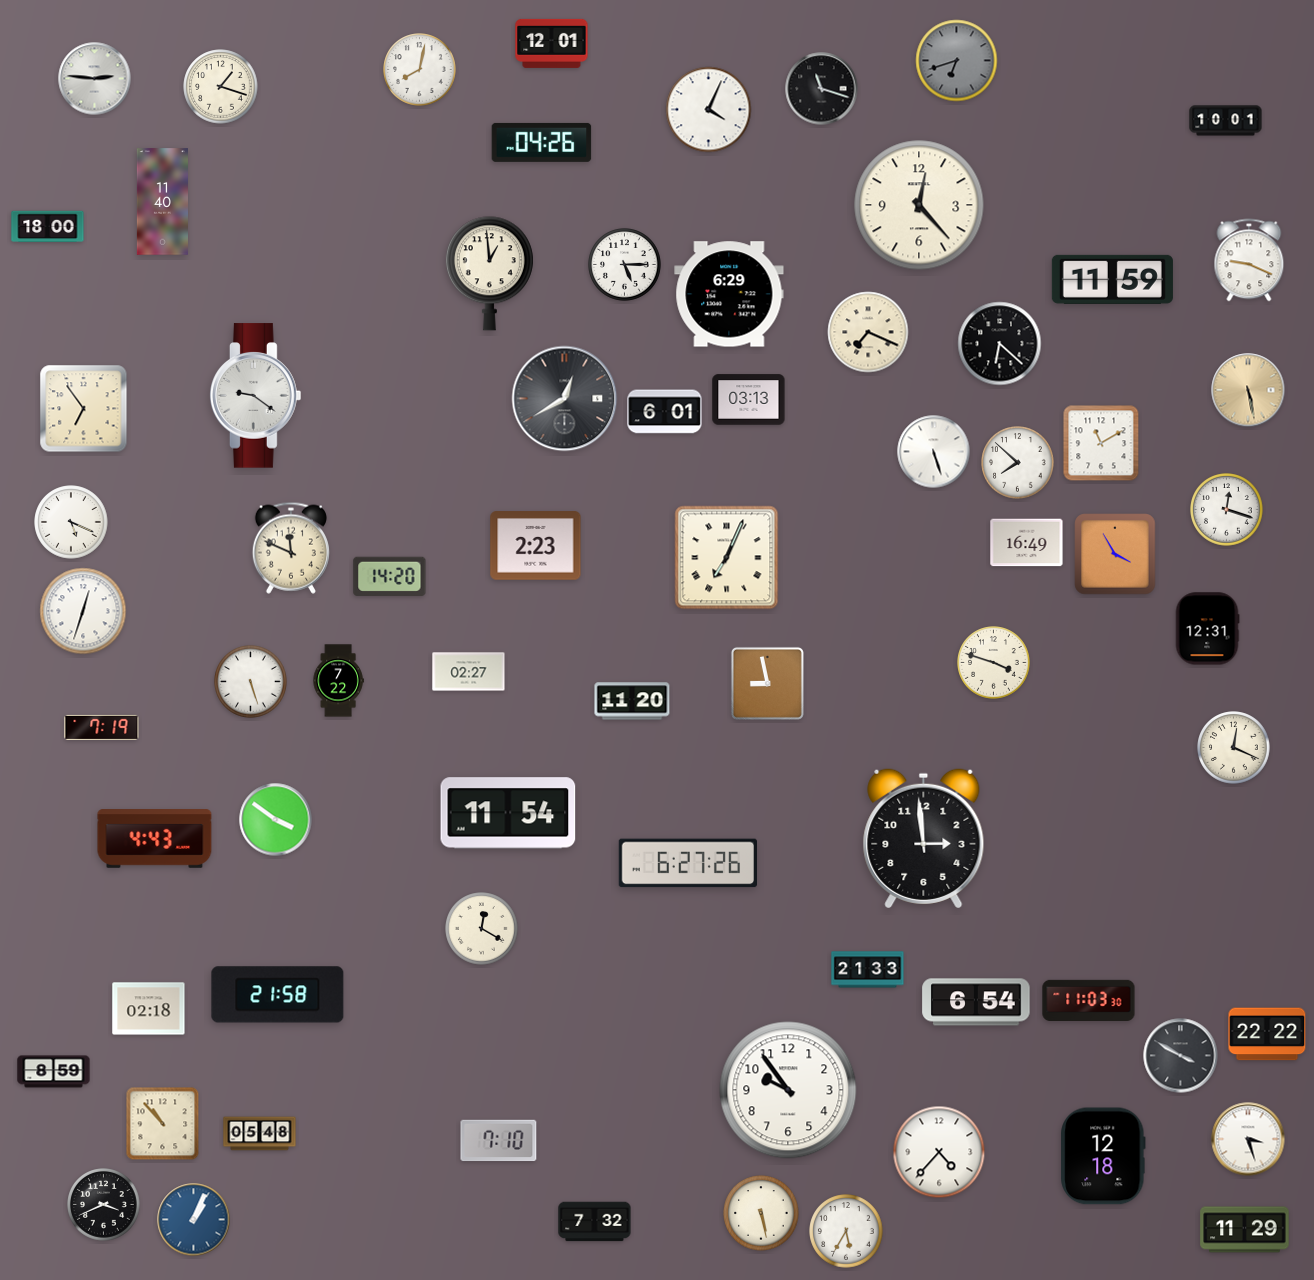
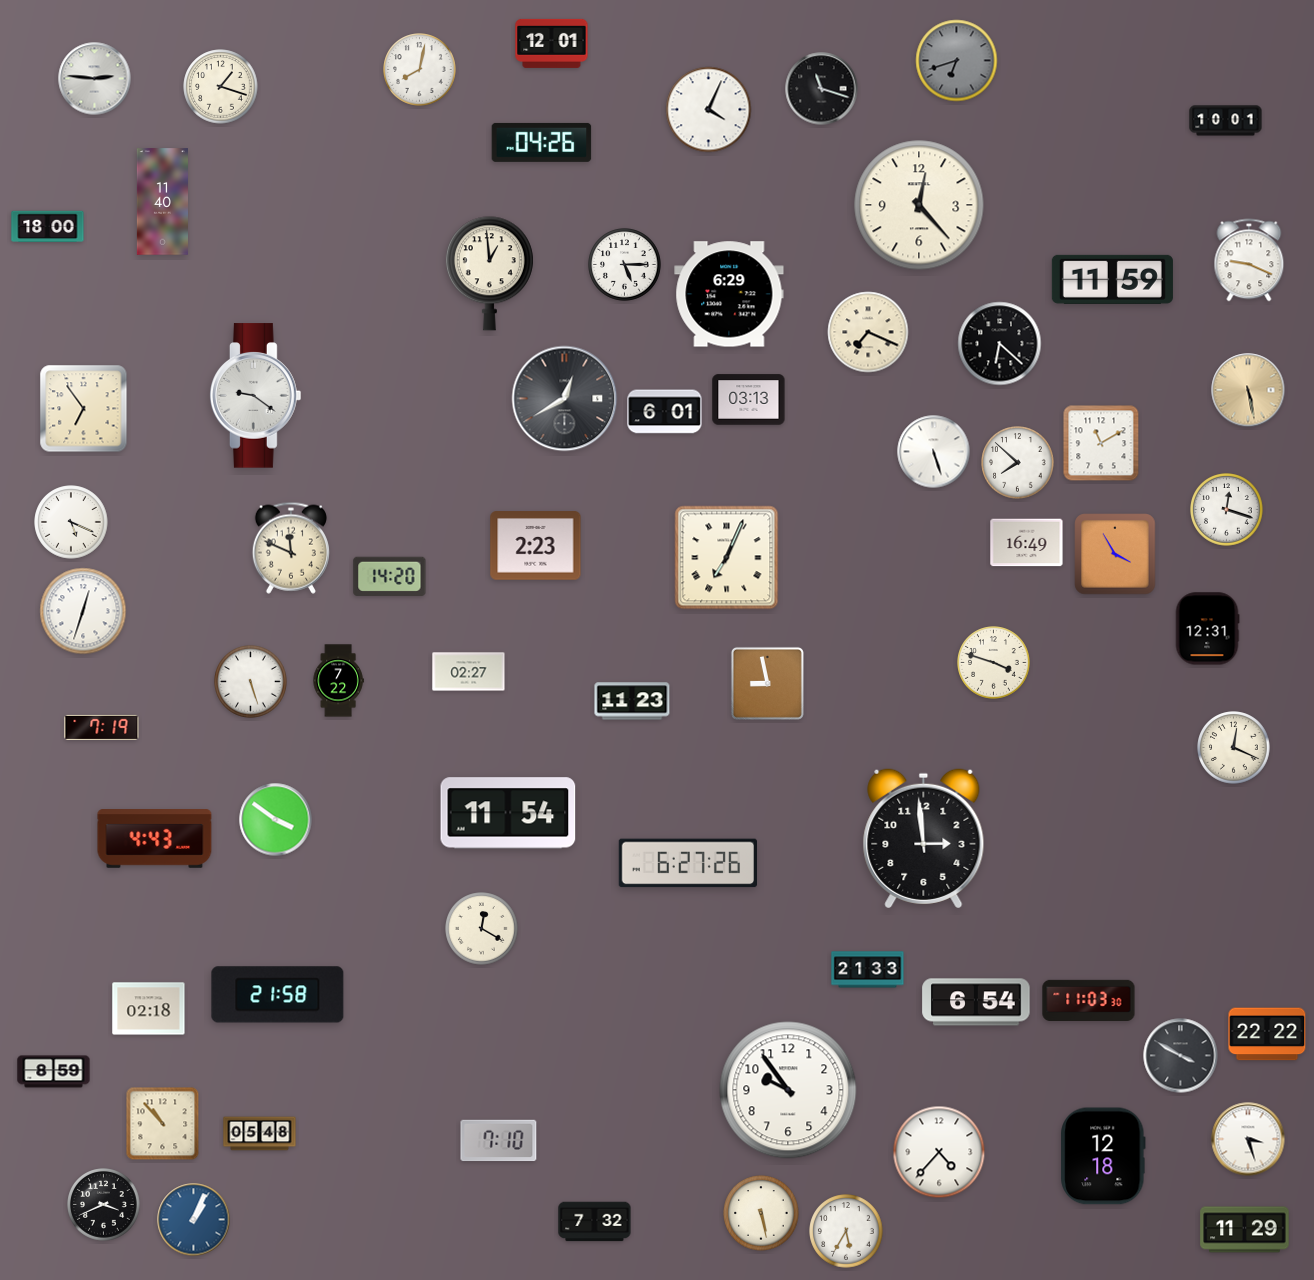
clock at (632, 701): 11:20 -> 11:23
